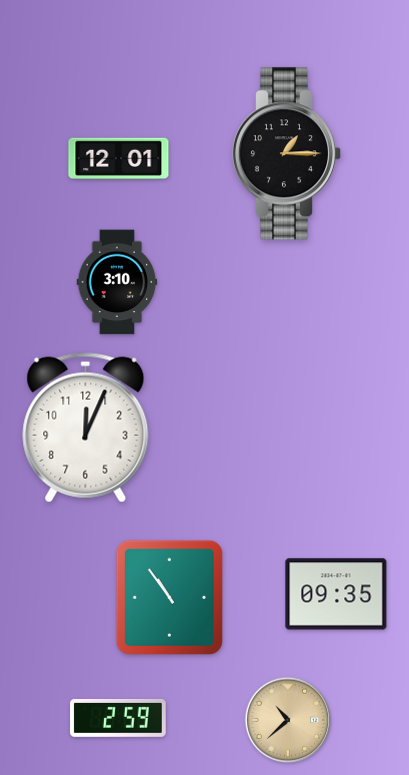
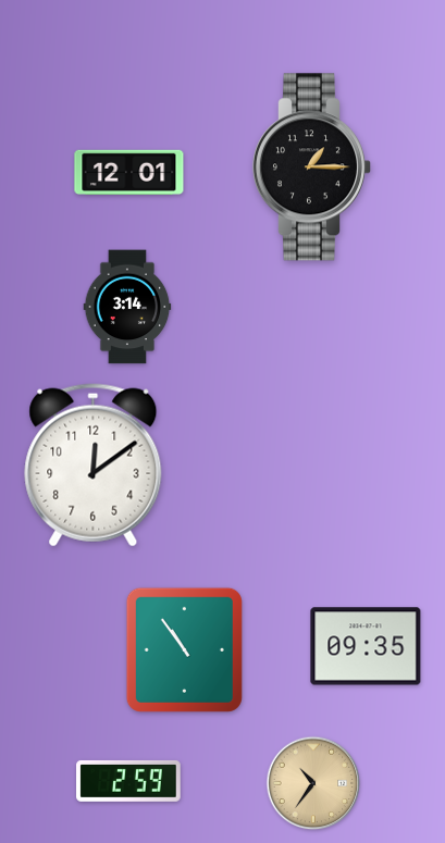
clock at (117, 282): 3:10 -> 3:14
clock at (86, 428): 12:04 -> 12:09
clock at (288, 720): 10:38 -> 10:36
